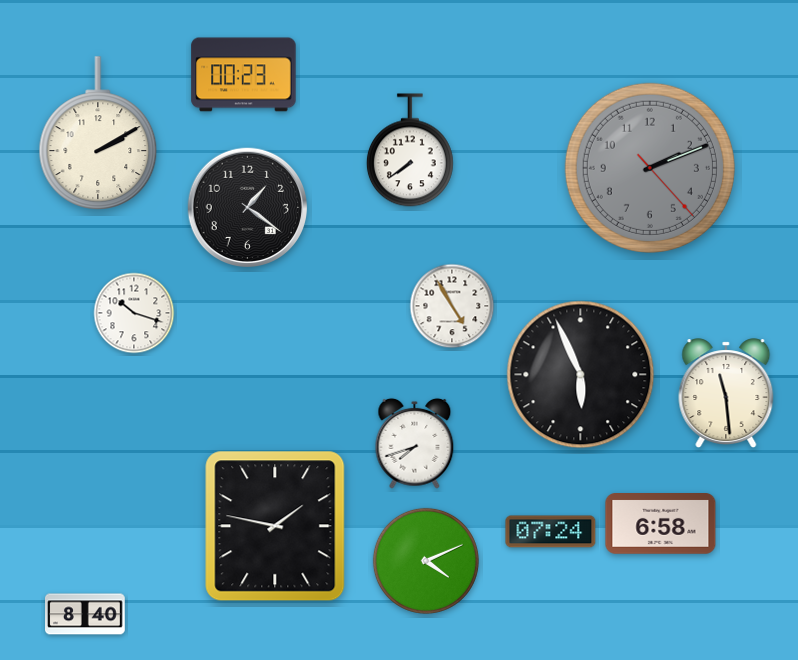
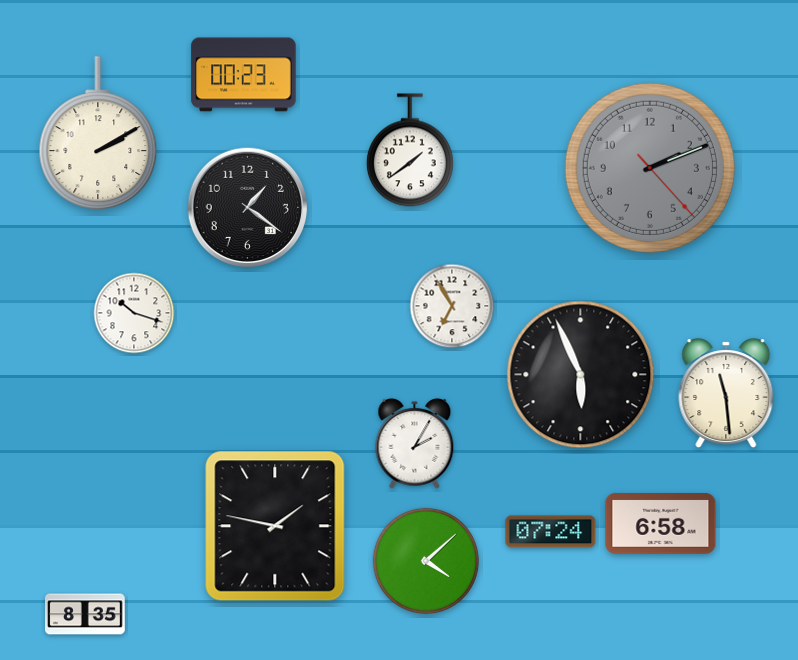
clock at (410, 150): 7:39 -> 1:39
clock at (452, 306): 4:55 -> 6:55
clock at (415, 443): 7:42 -> 2:05
clock at (426, 561): 4:11 -> 4:08
clock at (86, 614): 8:40 -> 8:35
